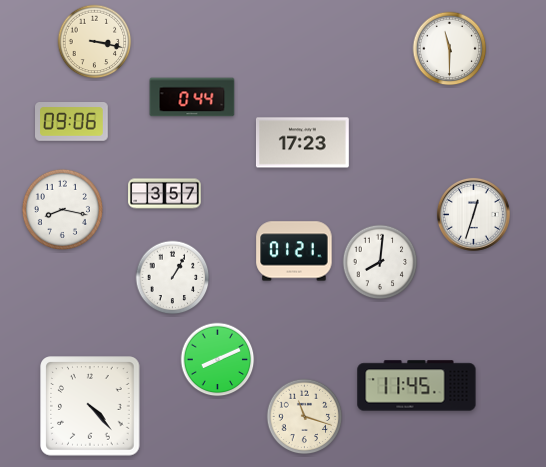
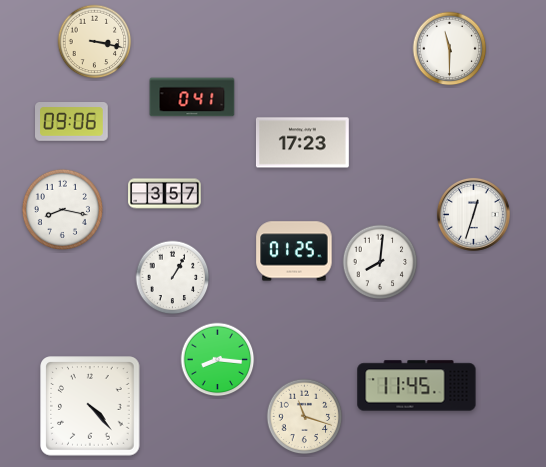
clock at (192, 97): 0:44 -> 0:41
clock at (294, 251): 01:21 -> 01:25
clock at (218, 360): 8:11 -> 8:16
